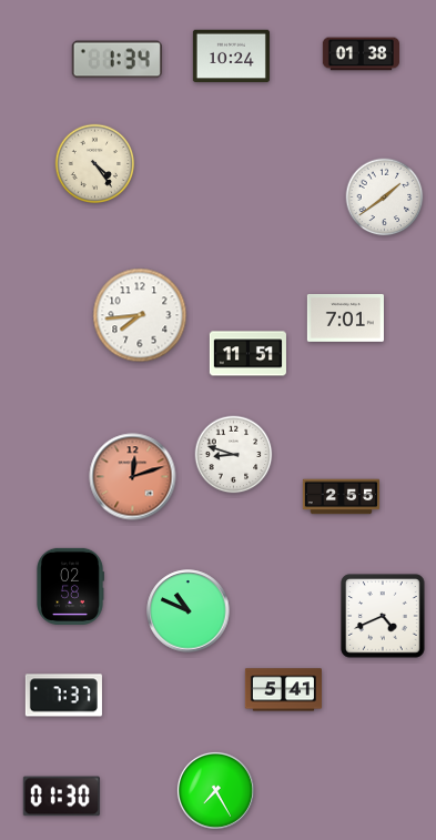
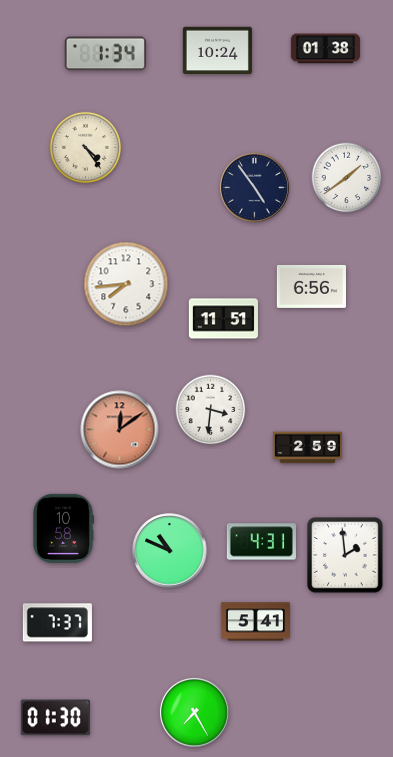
clock at (231, 57) position: (231, 57) -> (217, 51)
clock at (254, 187): none -> 4:54
clock at (345, 317): 7:01 -> 6:56
clock at (234, 455): 8:48 -> 3:31
clock at (133, 477): 12:12 -> 12:09
clock at (341, 497): 2:55 -> 2:59
clock at (71, 586): 02:58 -> 10:58
clock at (261, 542): none -> 4:31
clock at (383, 616): 4:41 -> 1:59
clock at (63, 696) position: (63, 696) -> (57, 623)
